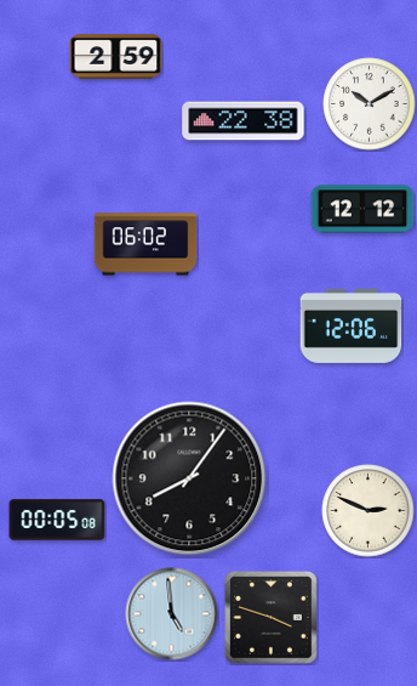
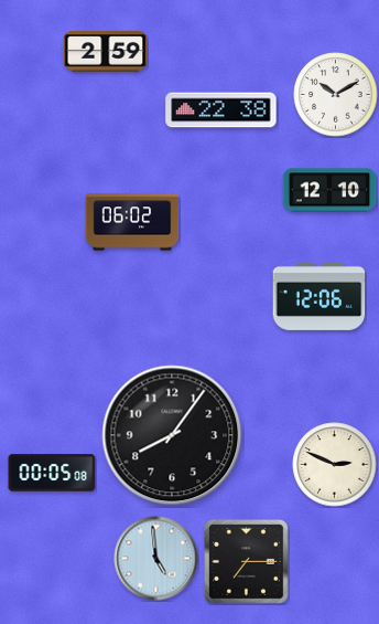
clock at (362, 209): 12:12 -> 12:10
clock at (272, 618): 3:48 -> 7:15
